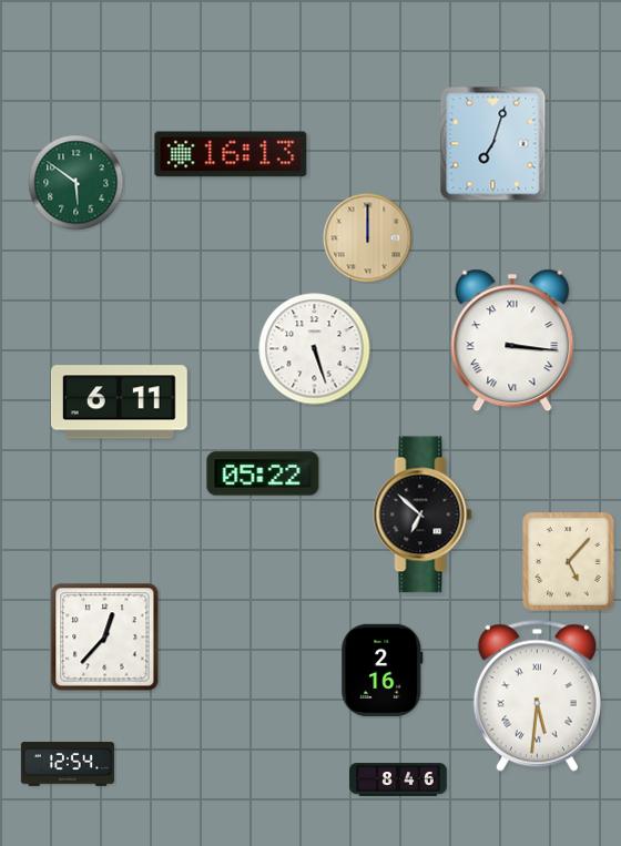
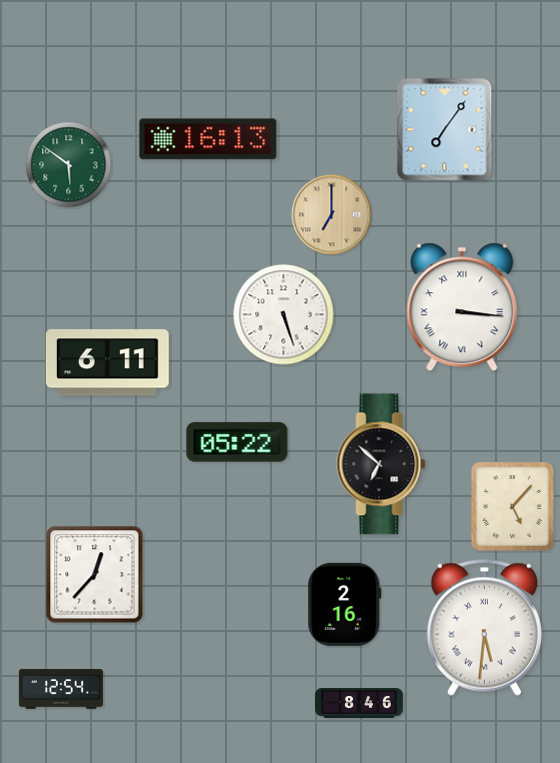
clock at (493, 144): 7:03 -> 7:06
clock at (368, 238): 12:00 -> 7:00
clock at (263, 473) position: (263, 473) -> (237, 442)
